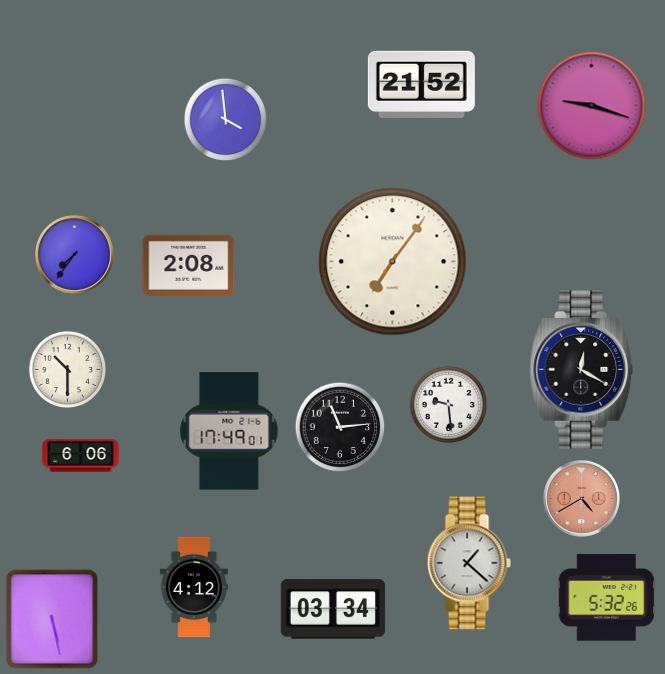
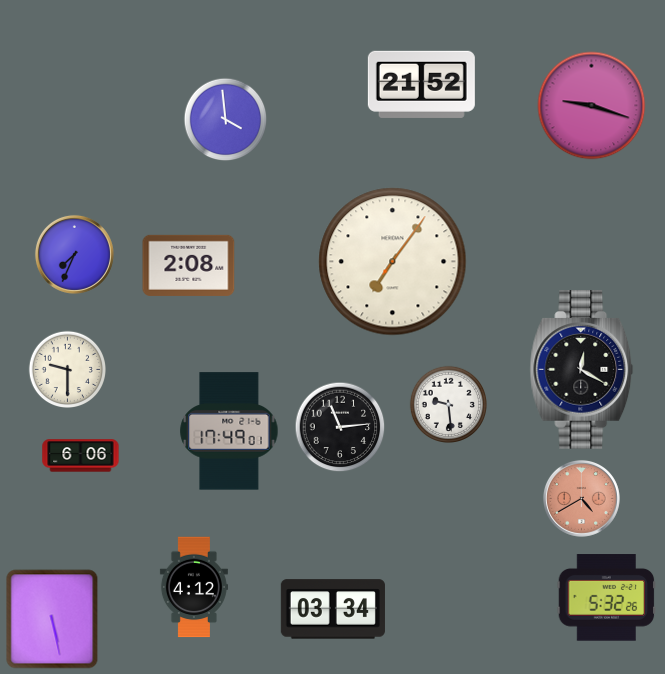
clock at (74, 254): 7:36 -> 7:34
clock at (67, 369): 10:30 -> 9:30
clock at (469, 563): 1:22 -> none
